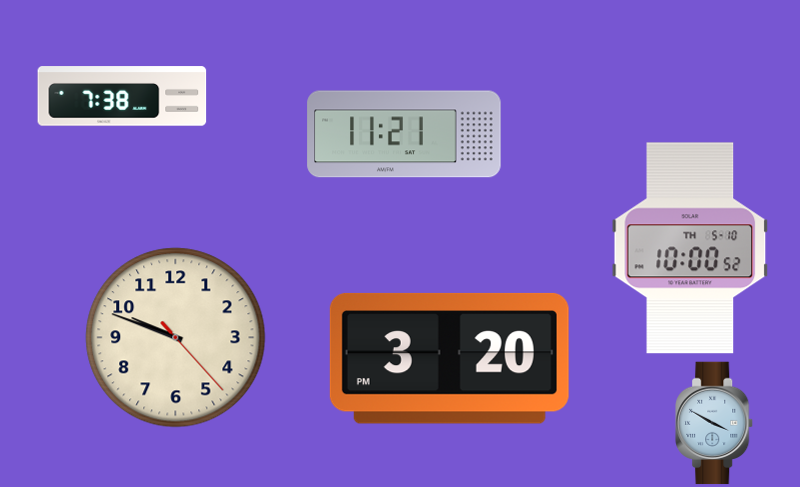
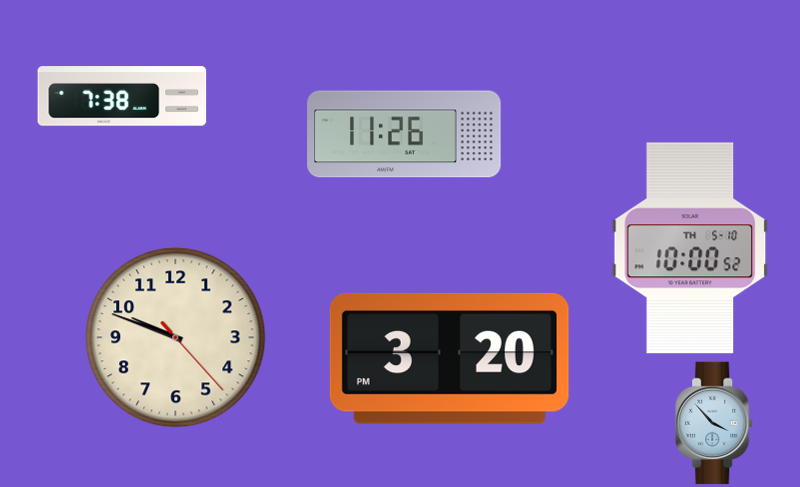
clock at (404, 134): 11:21 -> 11:26
clock at (715, 423): 3:50 -> 3:53
